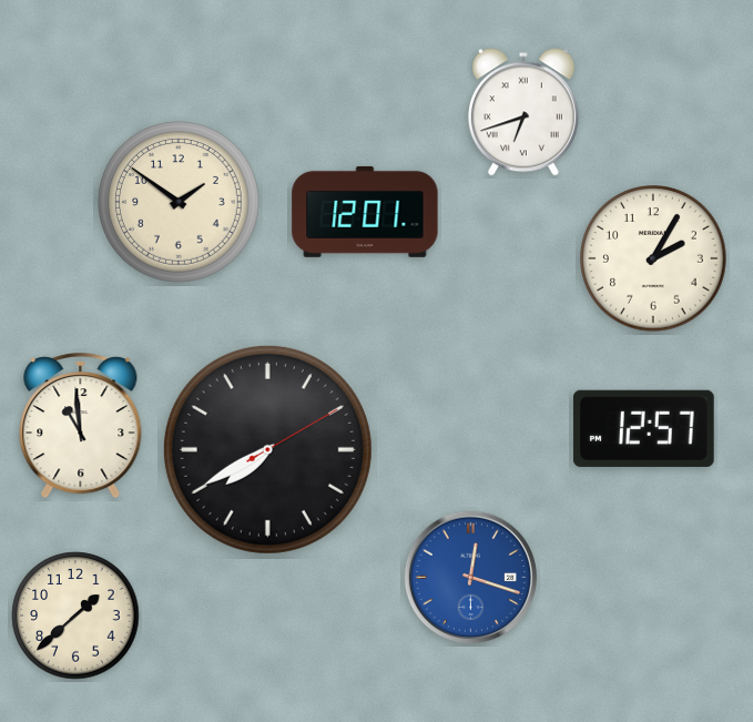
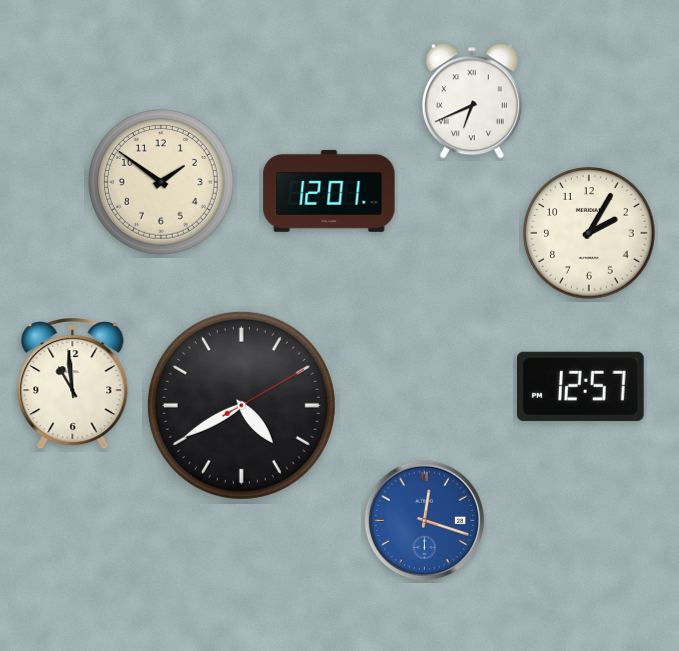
clock at (523, 112): 6:42 -> 6:41
clock at (267, 449): 7:40 -> 4:40
clock at (75, 616): 1:38 -> none
